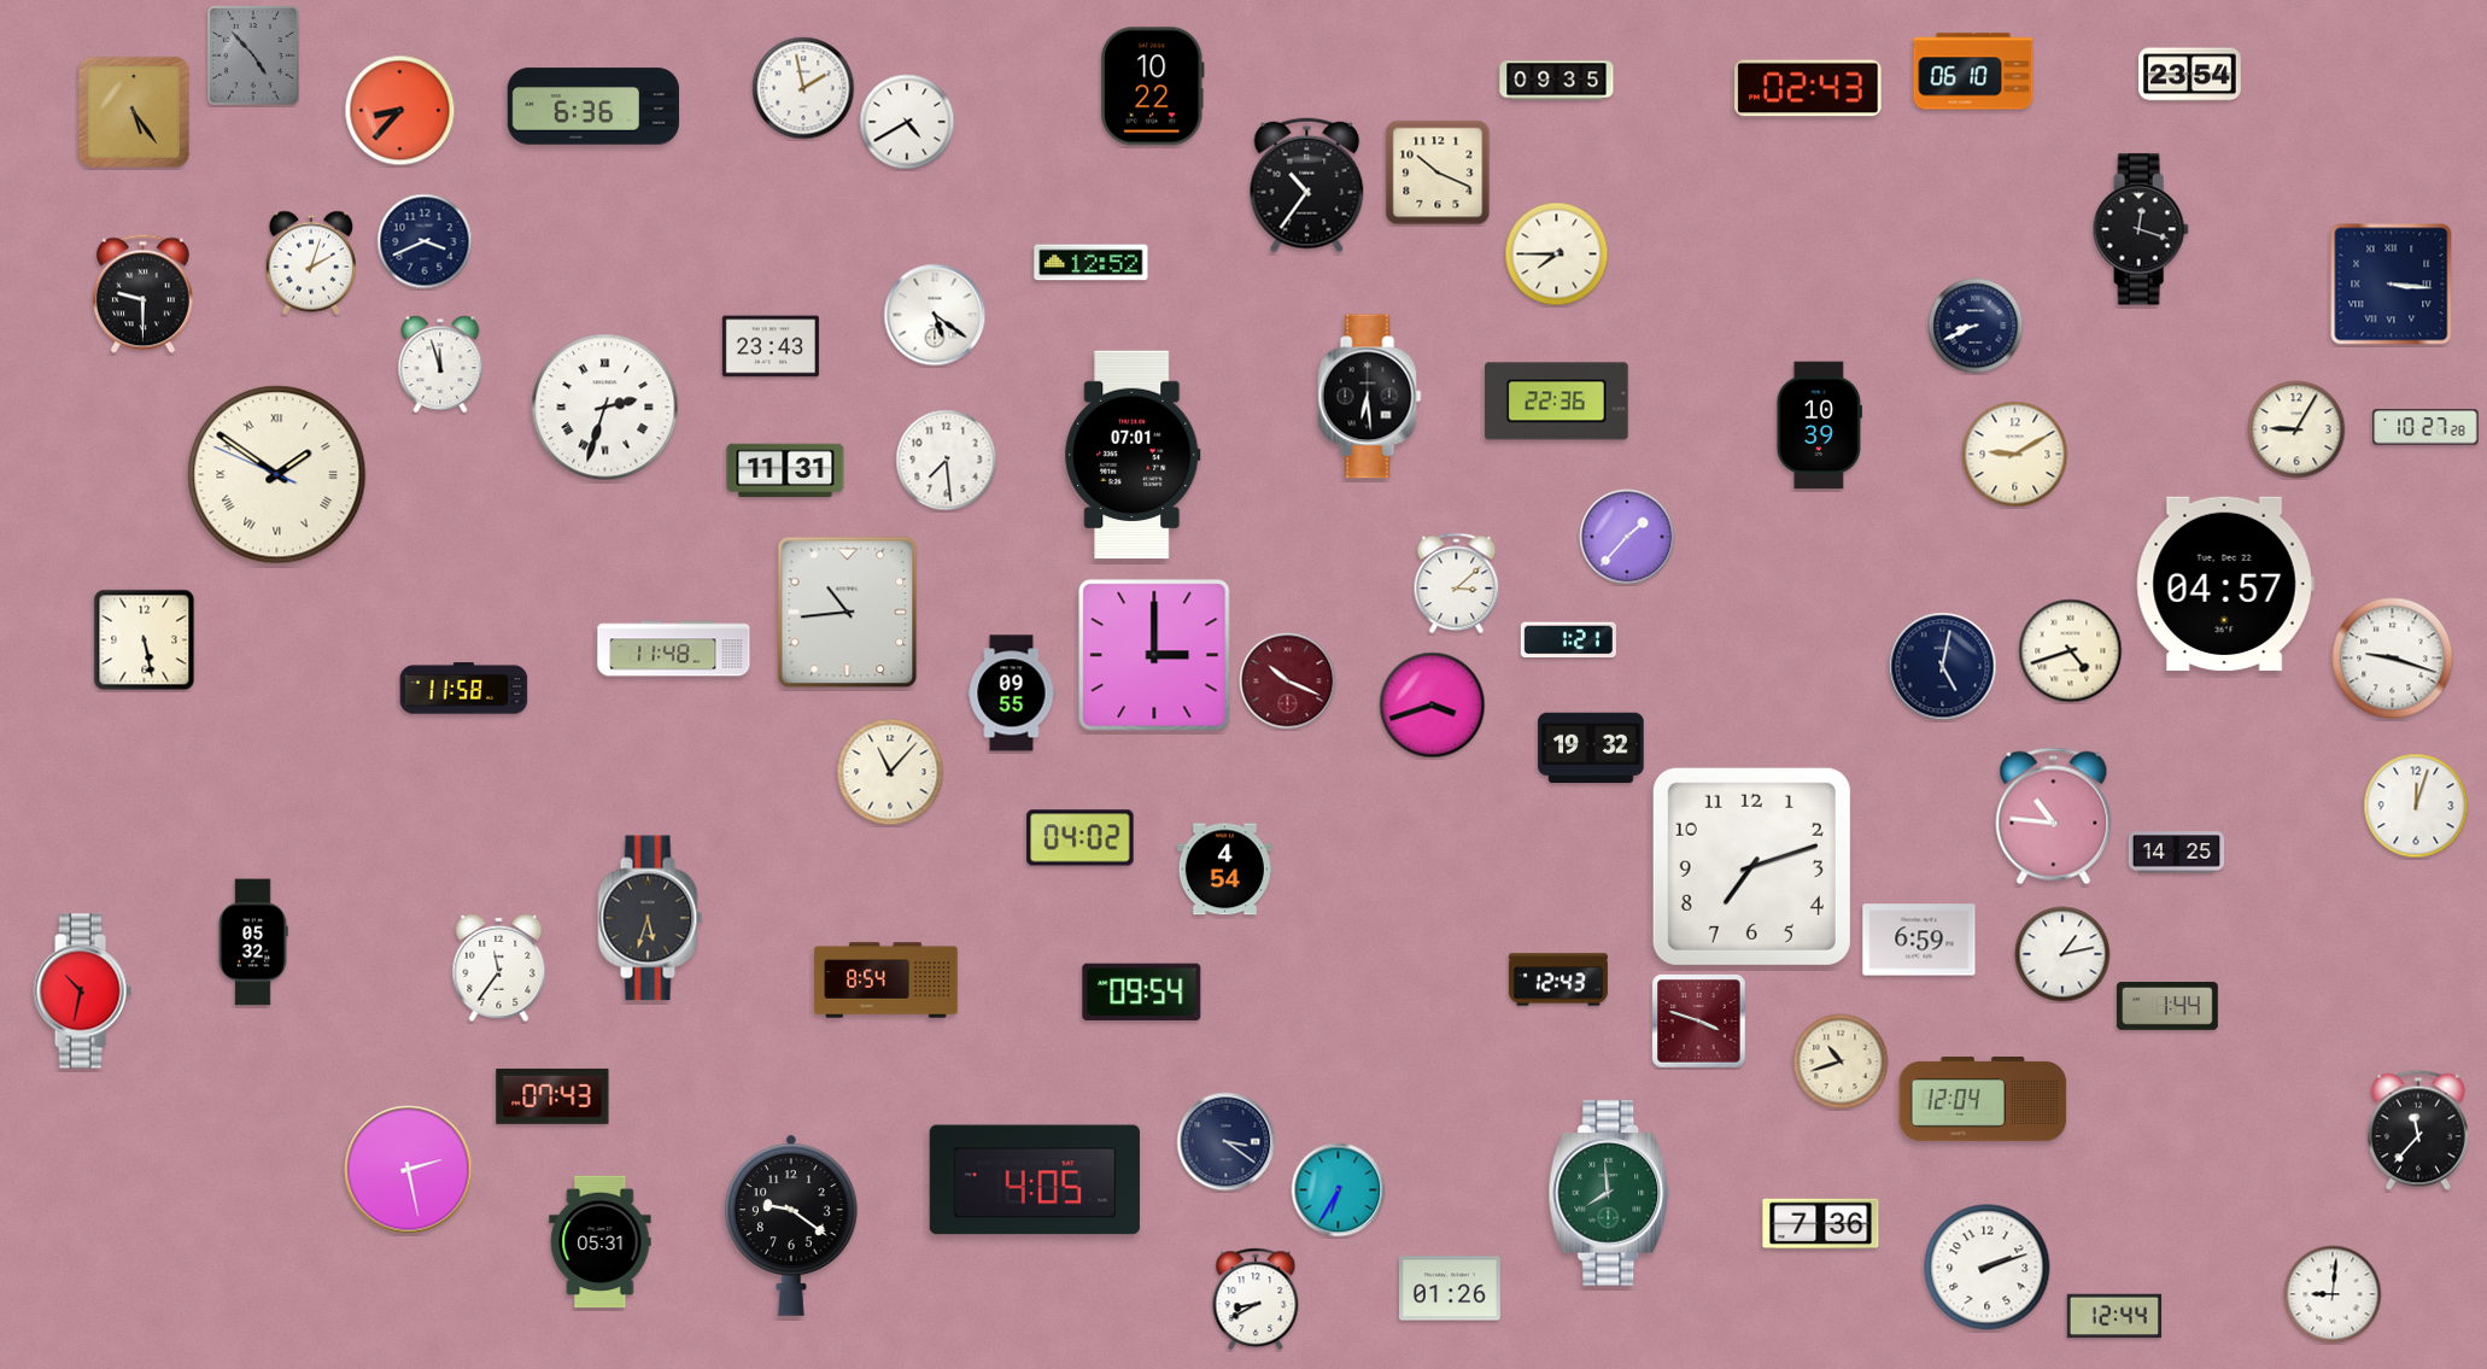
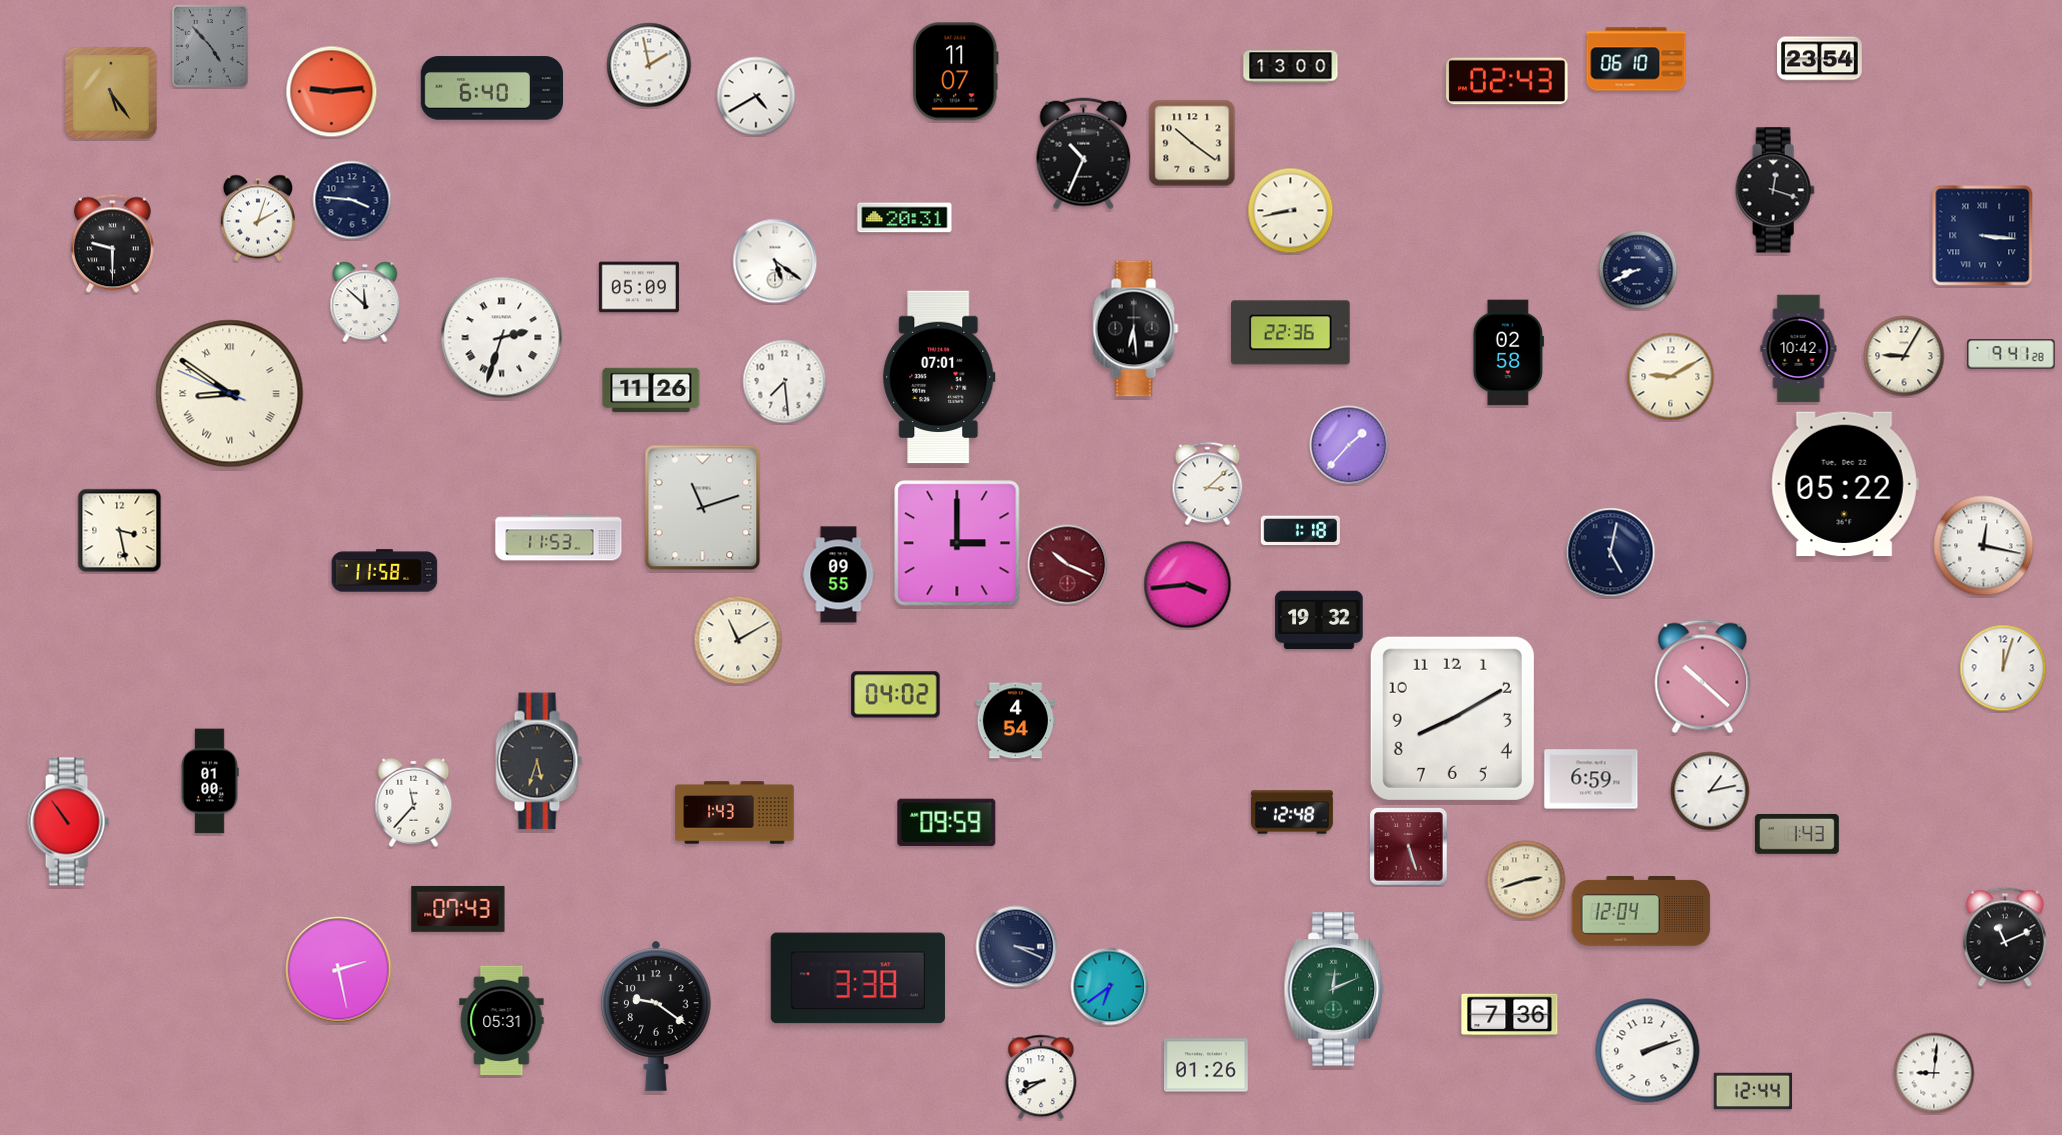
clock at (2190, 75) position: (2190, 75) -> (1820, 59)
clock at (1557, 81): 09:35 -> 13:00
clock at (1152, 87): 10:22 -> 11:07
clock at (803, 88) position: (803, 88) -> (649, 65)
clock at (1808, 88) position: (1808, 88) -> (1507, 81)
clock at (592, 106): 6:36 -> 6:40
clock at (400, 111): 8:37 -> 9:14
clock at (907, 122) position: (907, 122) -> (756, 96)
clock at (1438, 172): 10:19 -> 10:21
clock at (1307, 186): 10:36 -> 10:34
clock at (425, 241): 3:41 -> 3:46
clock at (1557, 255): 7:45 -> 8:43
clock at (1092, 263): 12:52 -> 20:31
clock at (142, 294) position: (142, 294) -> (112, 244)
clock at (771, 346): 23:43 -> 05:09
clock at (440, 364): 11:57 -> 11:52
clock at (1799, 349): none -> 10:42
clock at (1819, 426): 10:39 -> 02:58
clock at (2425, 427): 10:27 -> 9:41
clock at (785, 470): 11:31 -> 11:26
clock at (277, 475): 1:50 -> 8:50
clock at (2225, 584): 04:57 -> 05:22
clock at (848, 613): 10:44 -> 11:12
clock at (145, 640): 5:28 -> 3:28
clock at (1568, 640): 1:21 -> 1:18
clock at (674, 649): 11:48 -> 11:53
clock at (2071, 651): 4:42 -> none
clock at (2393, 659): 9:18 -> 12:17
clock at (1433, 706): 3:42 -> 3:44
clock at (890, 772): 11:07 -> 11:10
clock at (2054, 817): 10:46 -> 10:22
clock at (2176, 853): 14:25 -> none
clock at (1751, 866): 7:12 -> 8:10
clock at (253, 942): 05:32 -> 01:00
clock at (499, 967): 11:36 -> 11:37
clock at (1558, 979): 12:43 -> 12:48
clock at (886, 981): 8:54 -> 1:43
clock at (82, 991): 10:32 -> 10:54
clock at (1142, 991): 09:54 -> 09:59
clock at (2167, 1006): 1:44 -> 1:43
clock at (1699, 1022): 3:48 -> 5:27
clock at (1841, 1061): 10:42 -> 2:42
clock at (1983, 1099) position: (1983, 1099) -> (1641, 911)
clock at (2418, 1130): 11:37 -> 11:11
clock at (1227, 1142): 3:21 -> 3:19
clock at (1035, 1180): 4:05 -> 3:38
clock at (1339, 1190): 6:35 -> 6:39
clock at (1609, 1193): 7:59 -> 12:11
clock at (601, 1242) position: (601, 1242) -> (502, 1021)
clock at (1450, 1288) position: (1450, 1288) -> (1206, 1065)
